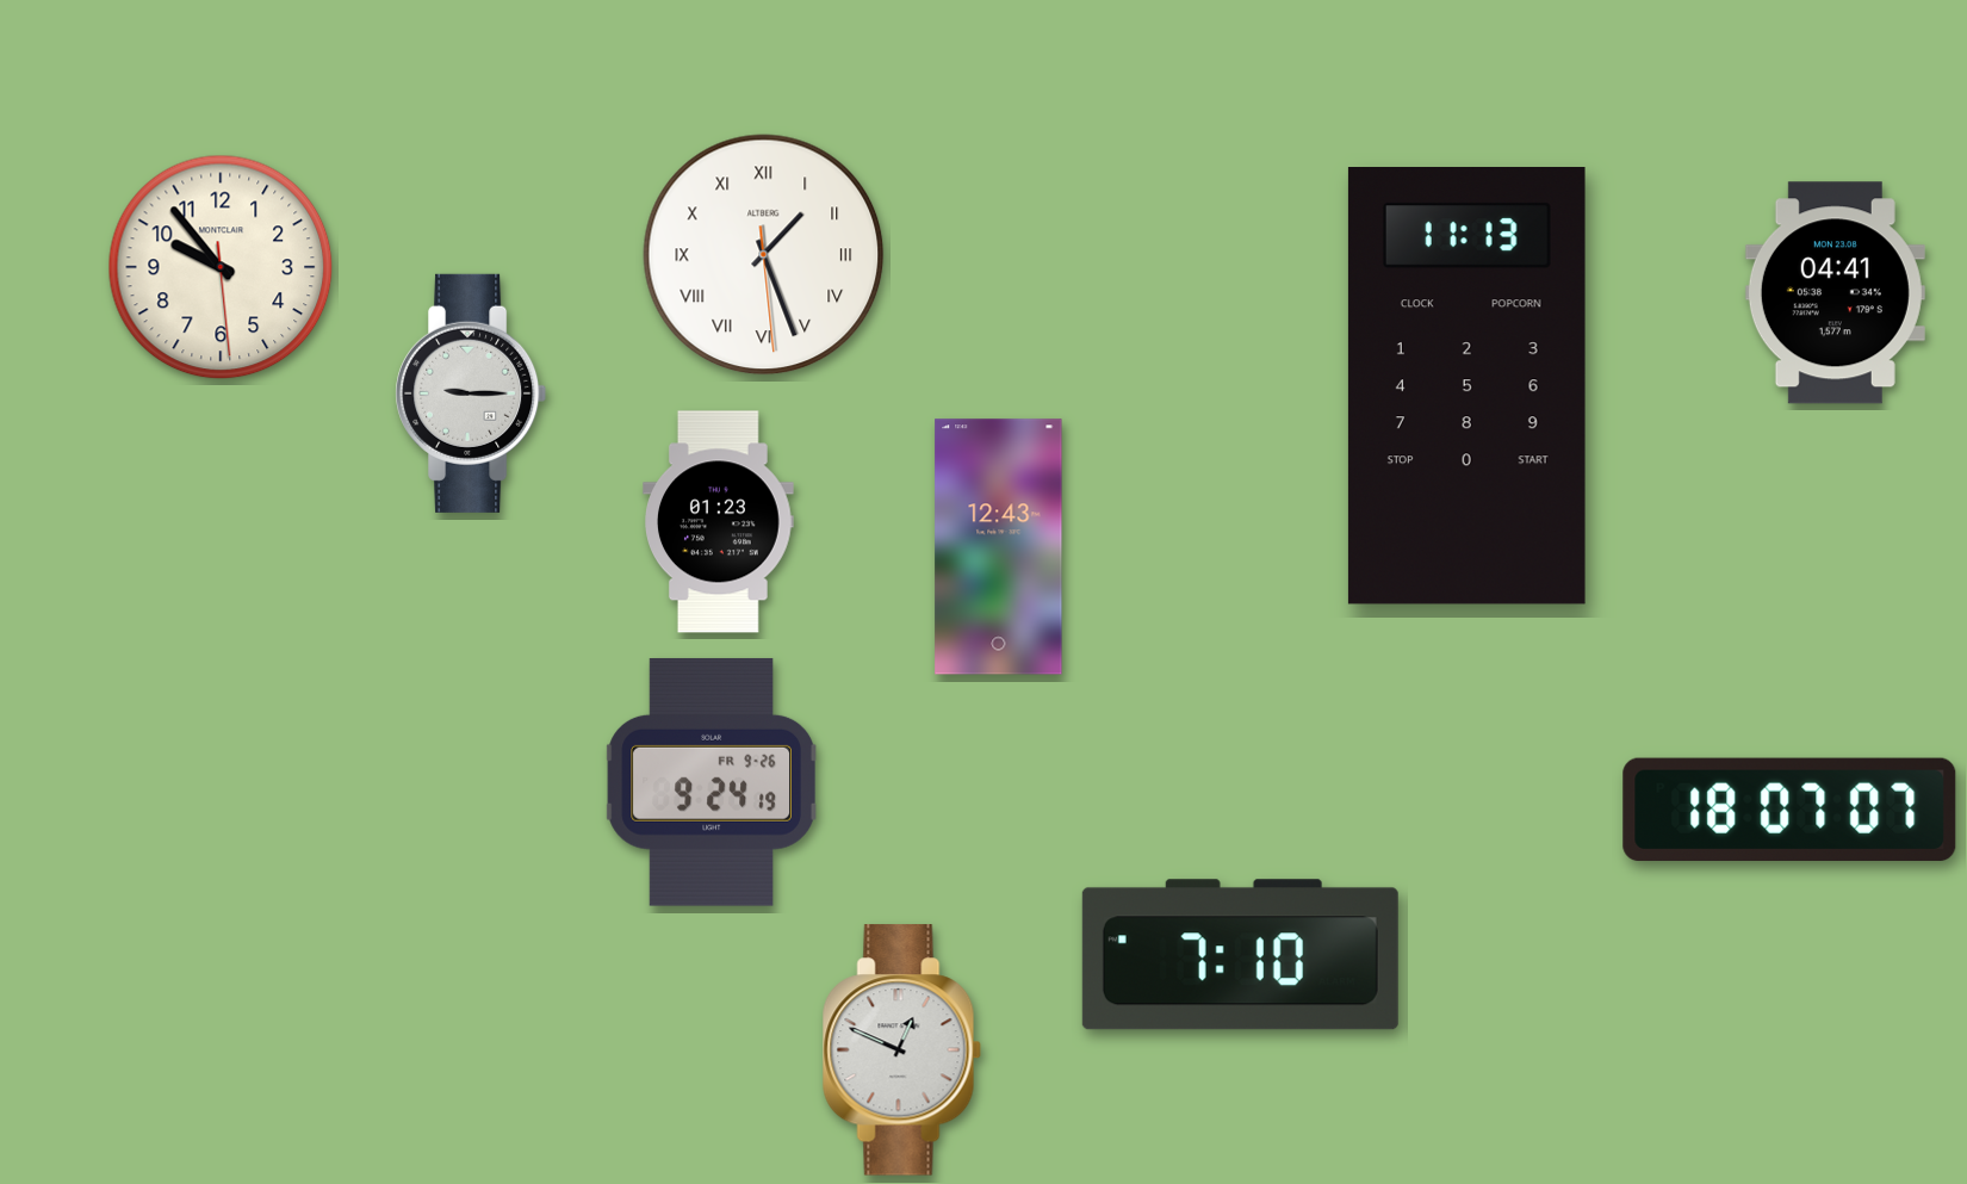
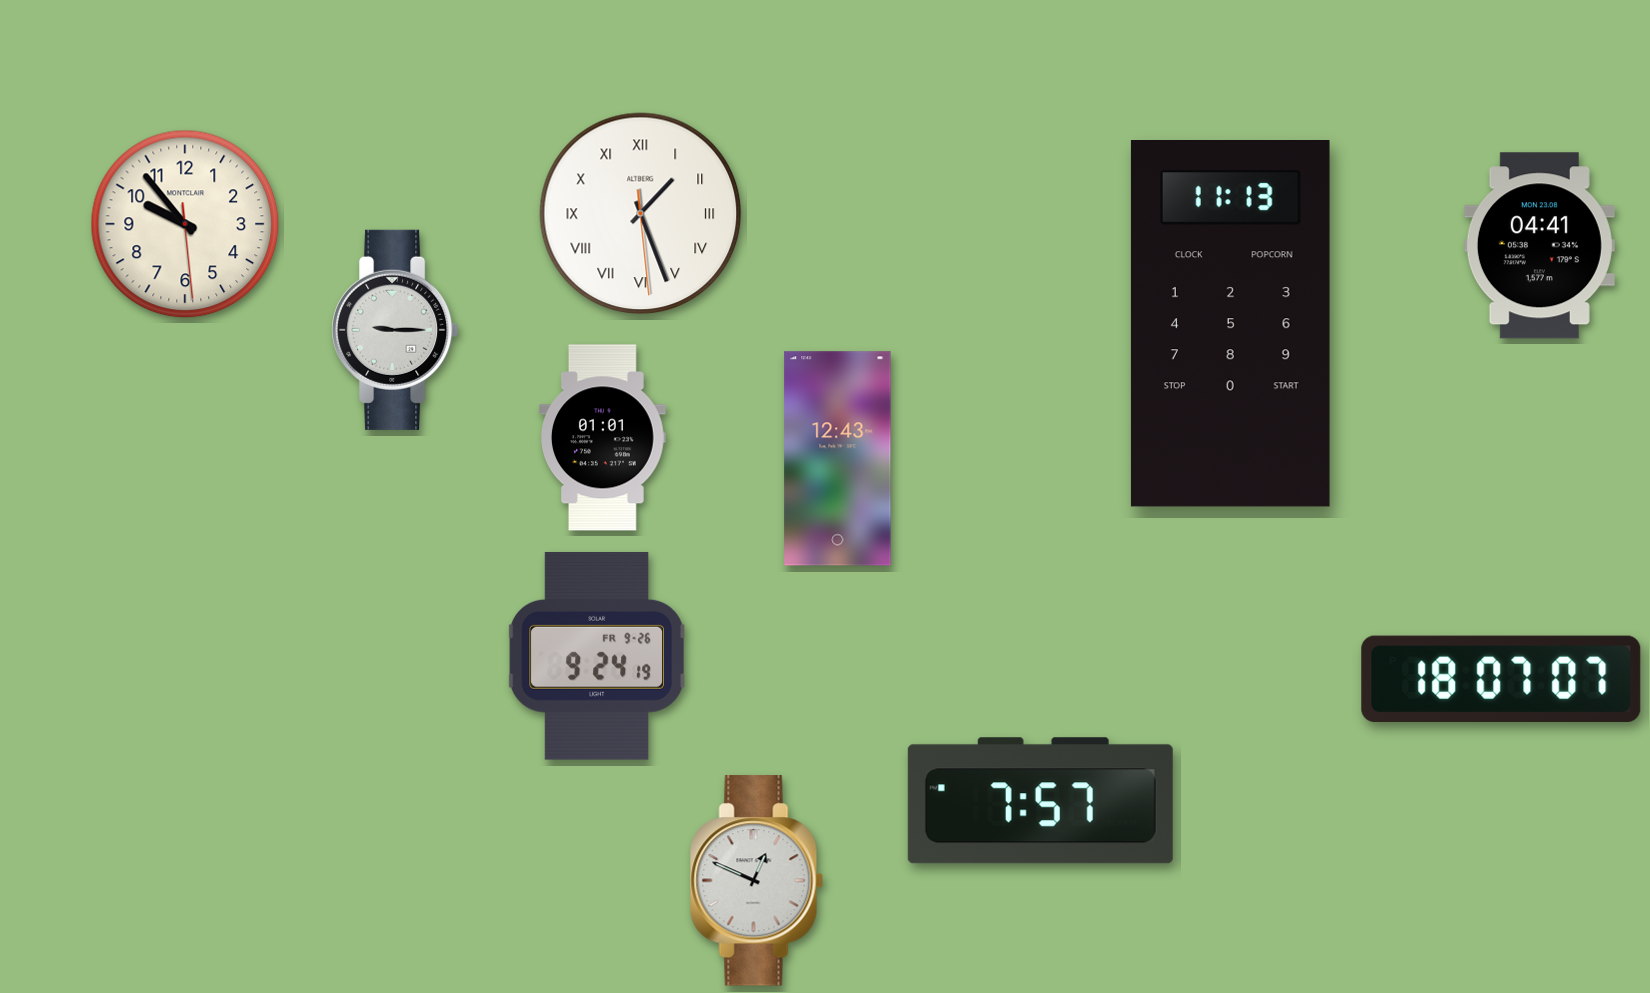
clock at (719, 522): 01:23 -> 01:01
clock at (1240, 955): 7:10 -> 7:57
